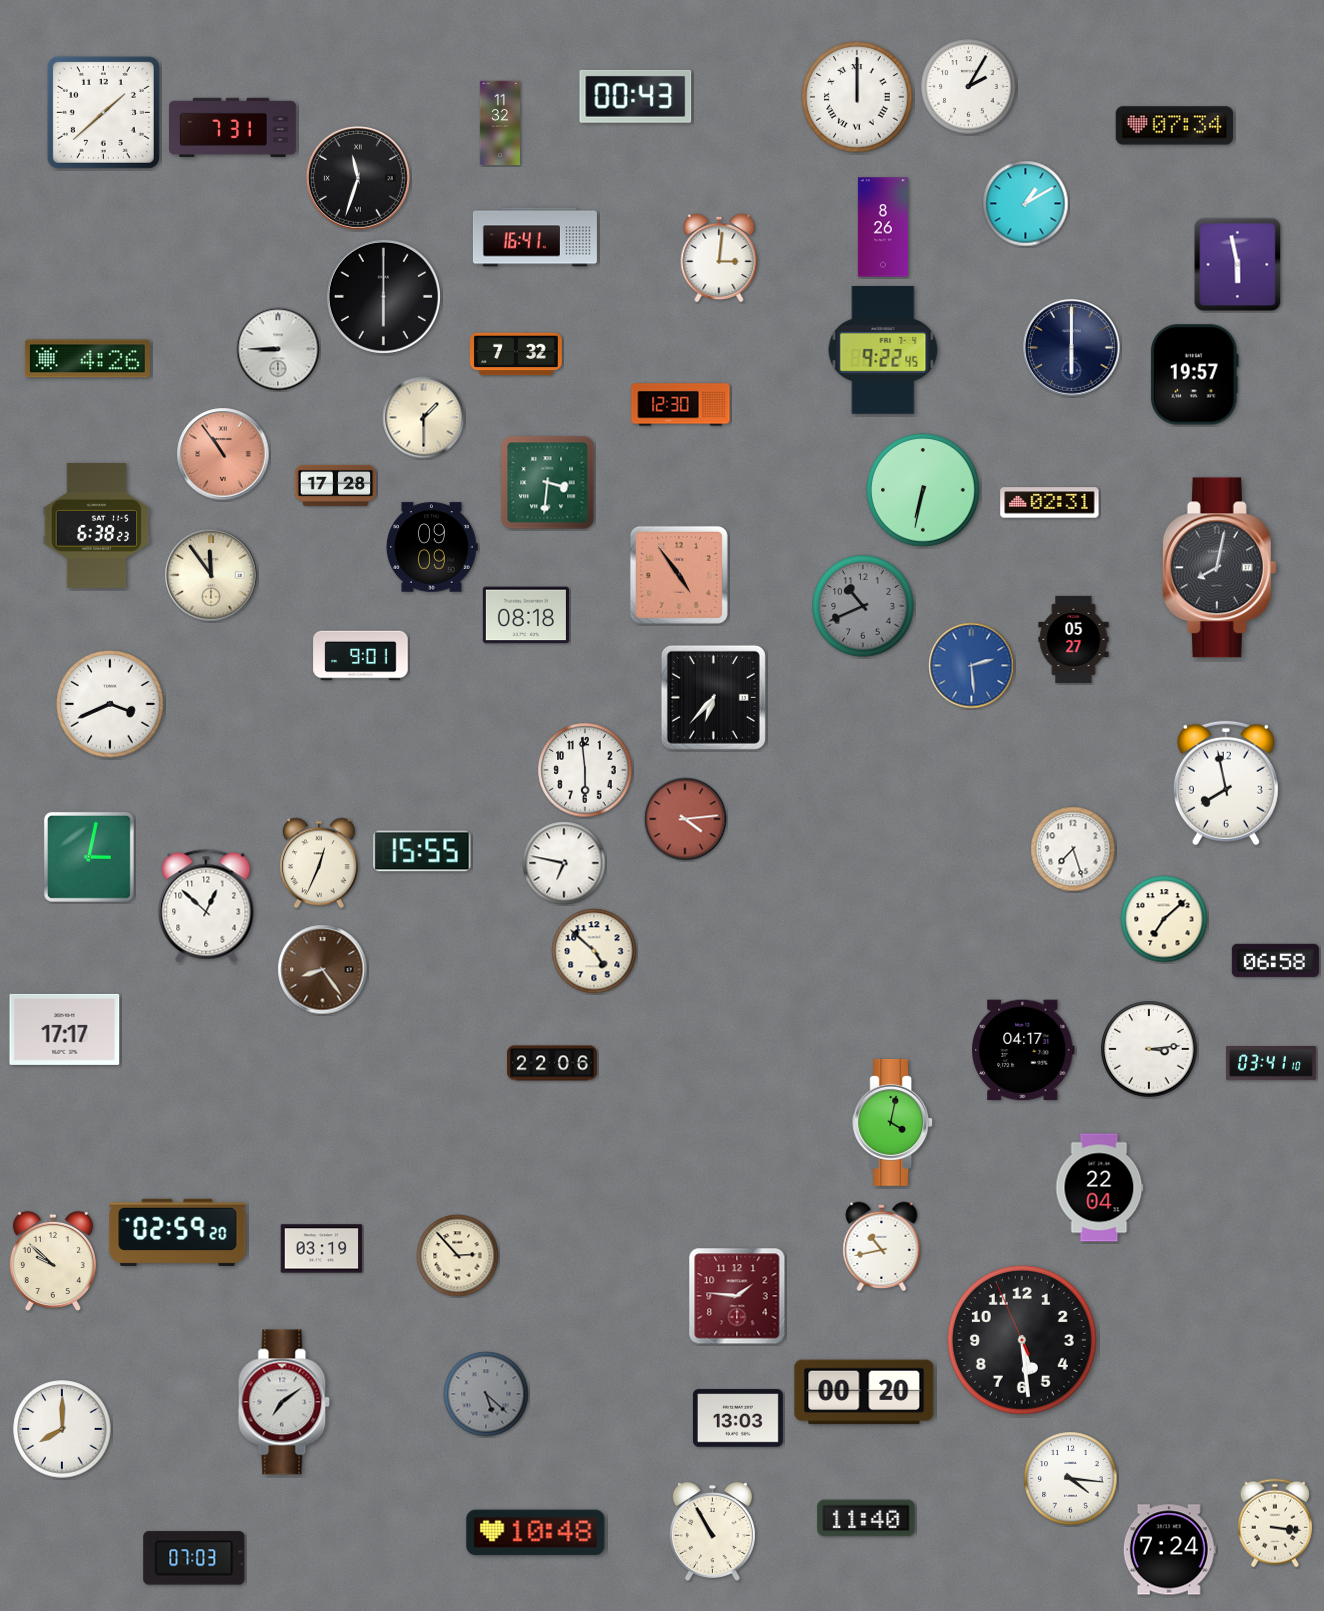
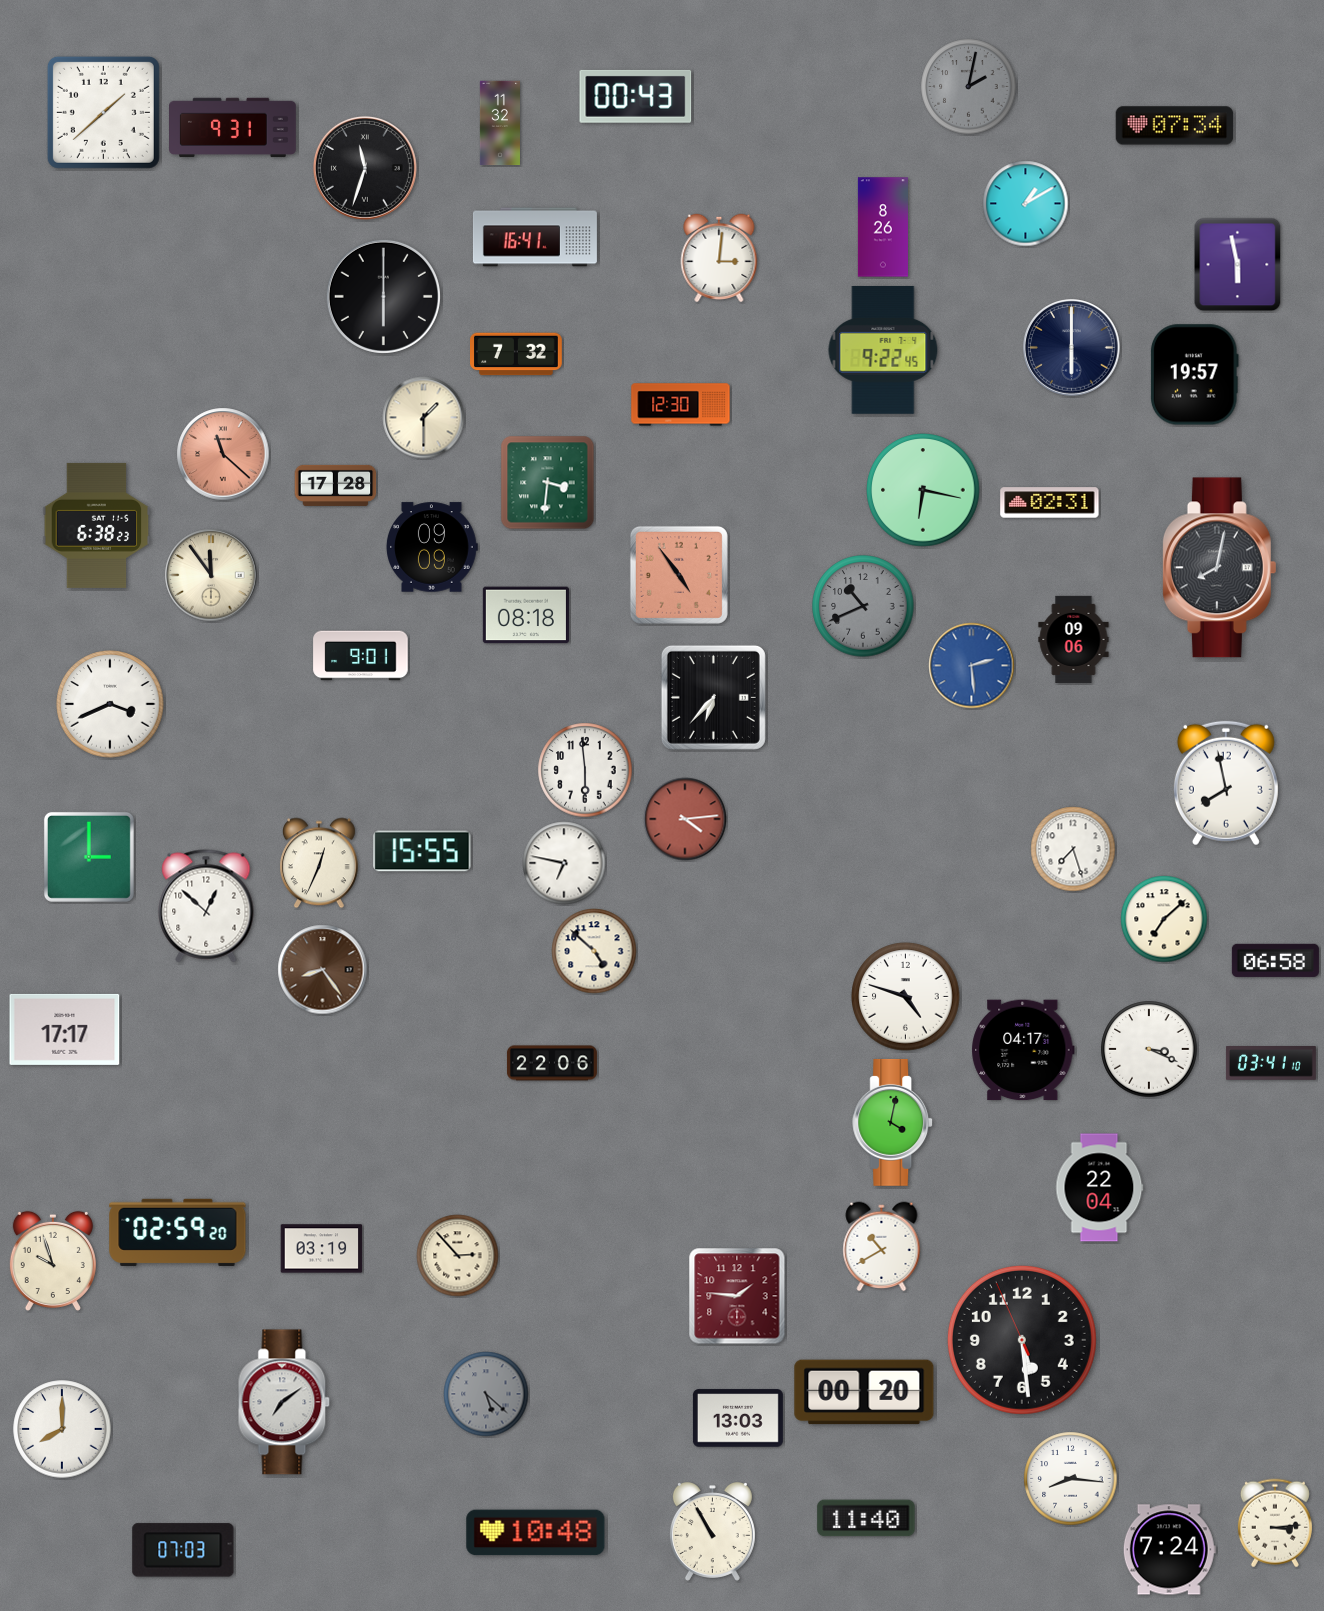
clock at (969, 87): 2:05 -> 2:02
clock at (969, 87) dial: white -> grey
clock at (857, 97): 12:00 -> none
clock at (233, 128): 7:31 -> 9:31
clock at (358, 178) position: (358, 178) -> (365, 168)
clock at (278, 349): 8:45 -> none
clock at (87, 359): 4:26 -> none
clock at (223, 454): 10:54 -> 11:22
clock at (923, 490): 6:32 -> 6:17
clock at (1074, 639): 05:27 -> 09:06
clock at (89, 857): 3:02 -> 3:00
clock at (906, 997): none -> 4:48
clock at (1149, 1049): 3:14 -> 3:19
clock at (882, 1247): 10:43 -> 10:40
clock at (53, 1261): 9:52 -> 9:57
clock at (1071, 1479): 4:16 -> 8:16
clock at (1275, 1523): 3:16 -> 3:14
clock at (194, 1558) position: (194, 1558) -> (183, 1550)
